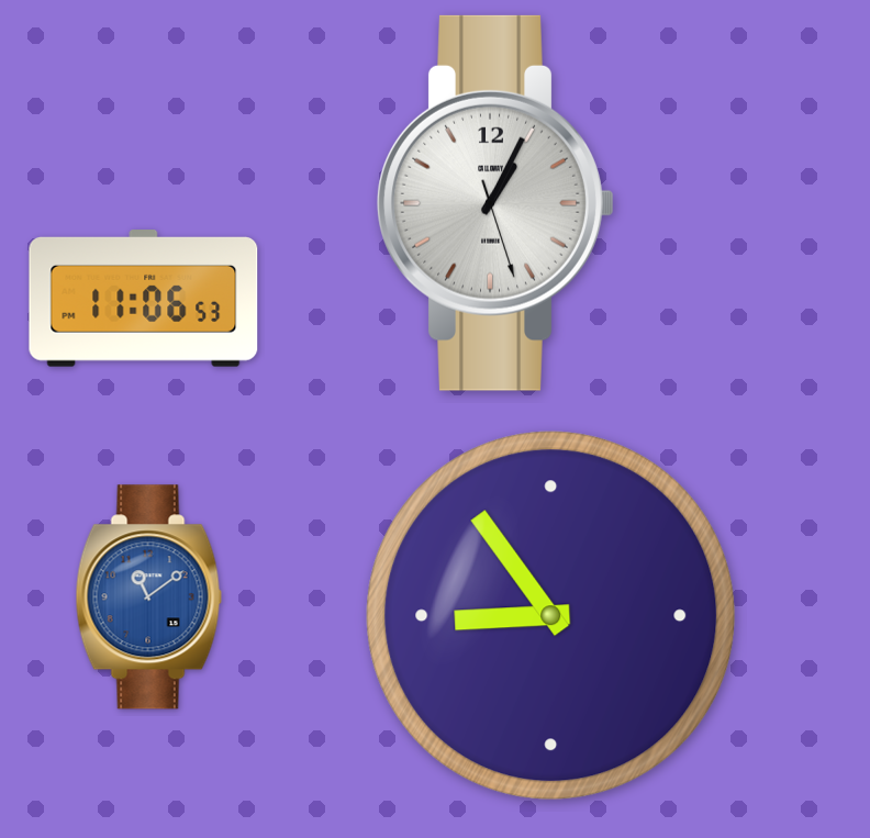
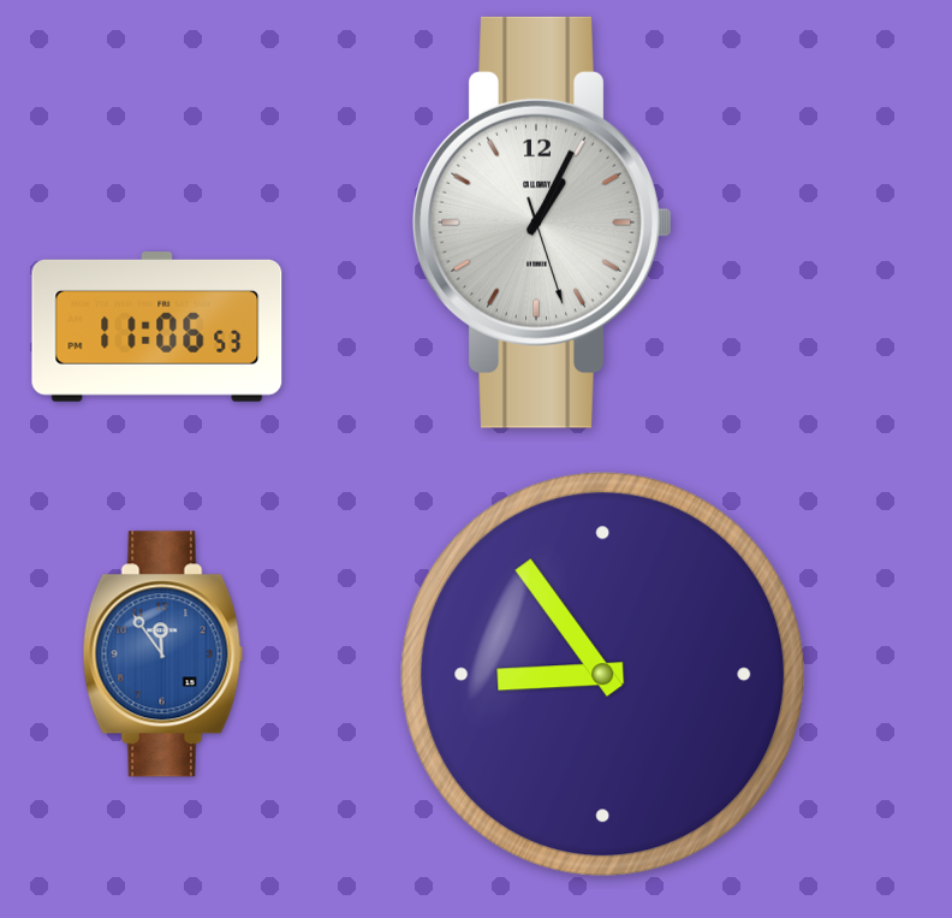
clock at (148, 597): 11:09 -> 11:54
